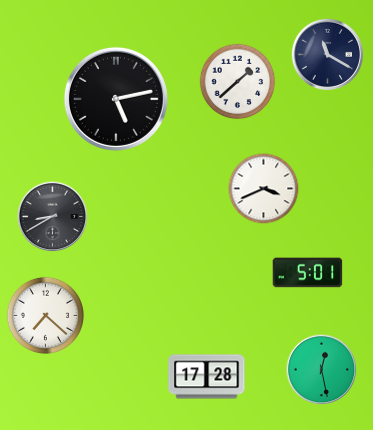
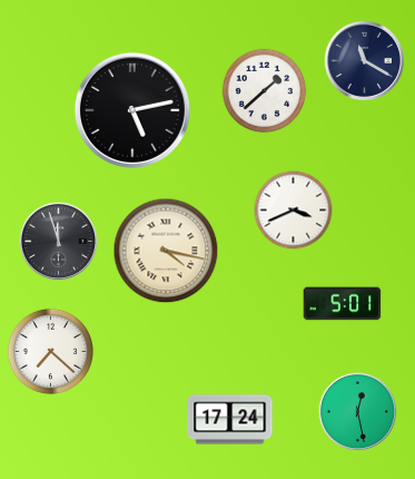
clock at (116, 99) position: (116, 99) -> (132, 110)
clock at (53, 217): 8:40 -> 11:57
clock at (166, 251): none -> 4:17
clock at (207, 377): 17:28 -> 17:24
